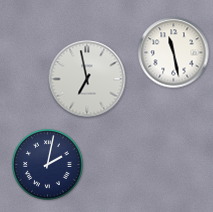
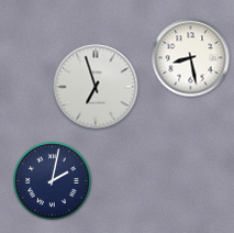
clock at (174, 53): 11:28 -> 8:28
clock at (87, 79): 6:58 -> 6:57
